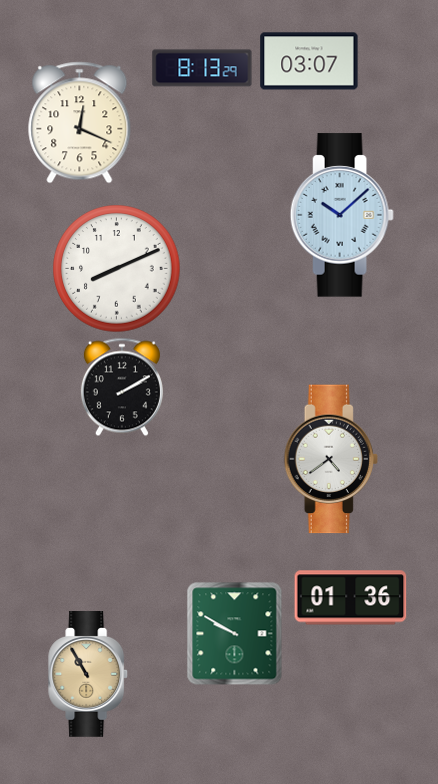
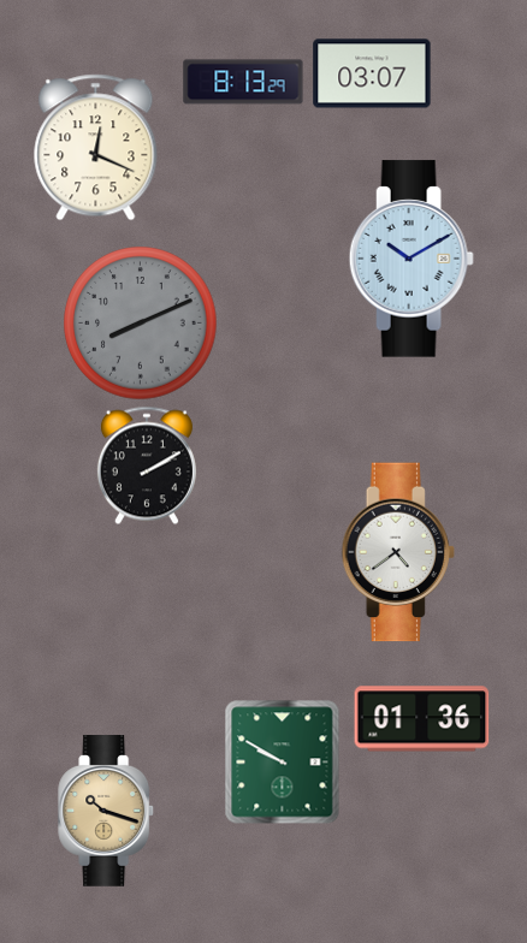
clock at (342, 215): 10:08 -> 10:10
clock at (117, 269) dial: white -> grey
clock at (89, 675): 10:55 -> 10:18
